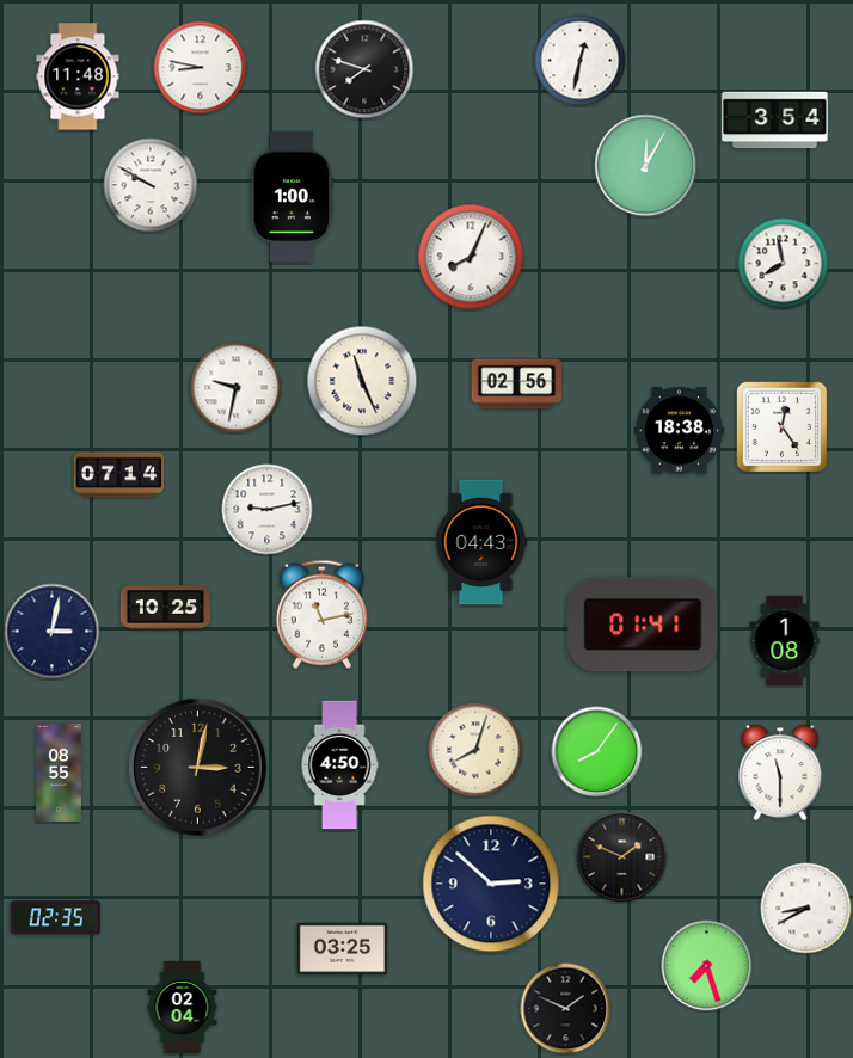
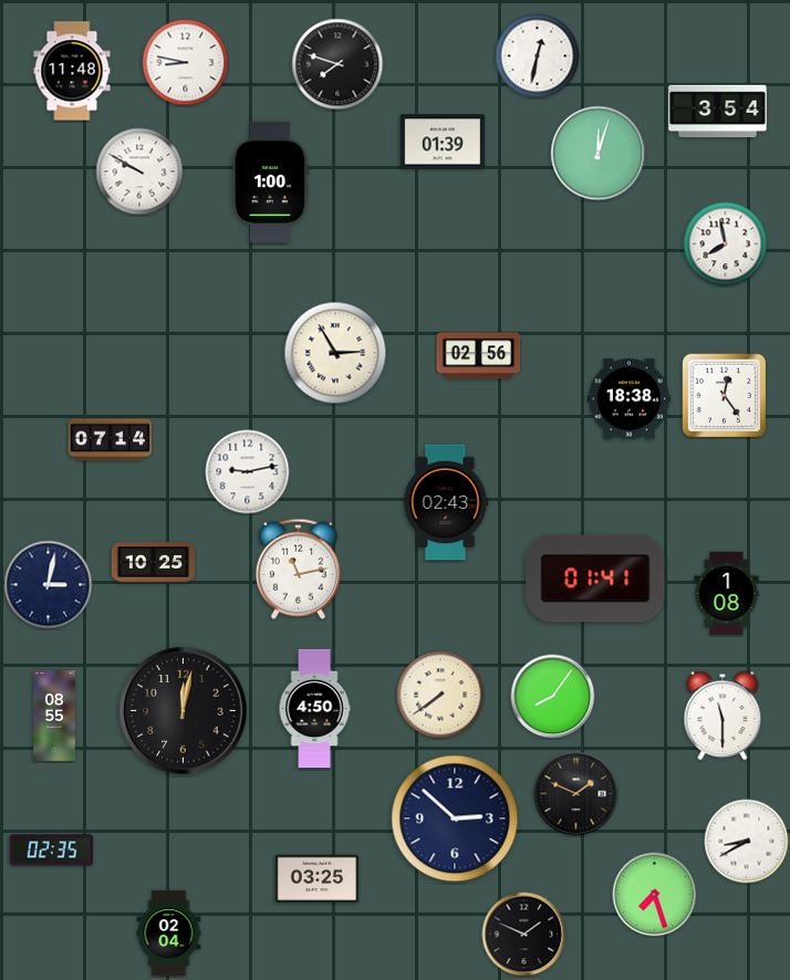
clock at (441, 142): none -> 01:39
clock at (646, 166): 12:05 -> 12:03
clock at (471, 257): 8:04 -> none
clock at (362, 381): 11:26 -> 2:55
clock at (237, 388): 9:32 -> none
clock at (481, 542): 04:43 -> 02:43
clock at (475, 750): 8:03 -> 7:39
clock at (198, 768): 3:02 -> 12:02
